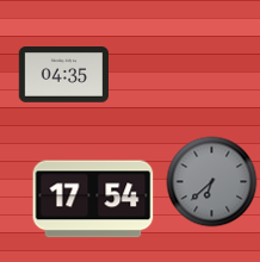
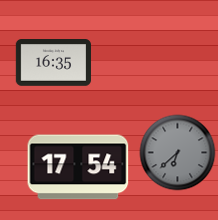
clock at (63, 75): 04:35 -> 16:35
